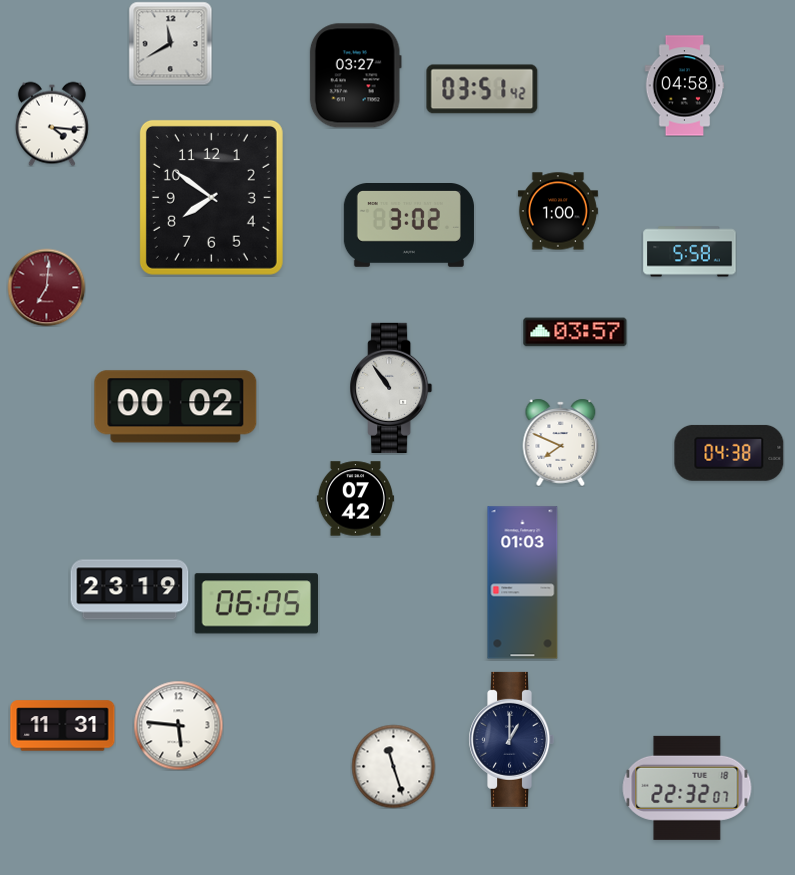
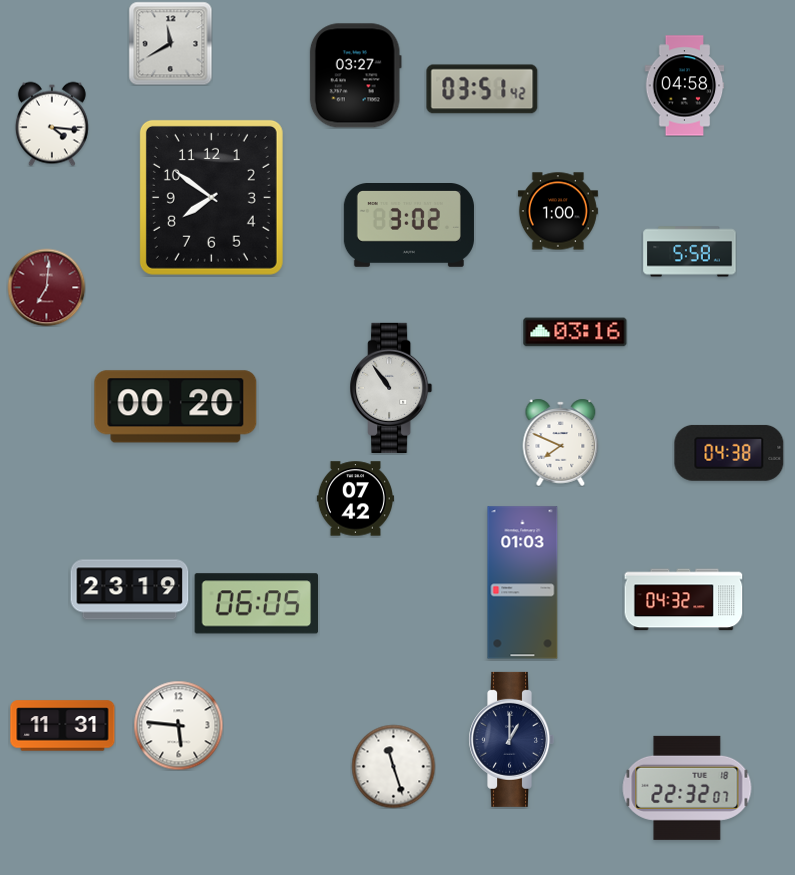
clock at (575, 332): 03:57 -> 03:16
clock at (176, 407): 00:02 -> 00:20
clock at (684, 600): none -> 04:32
